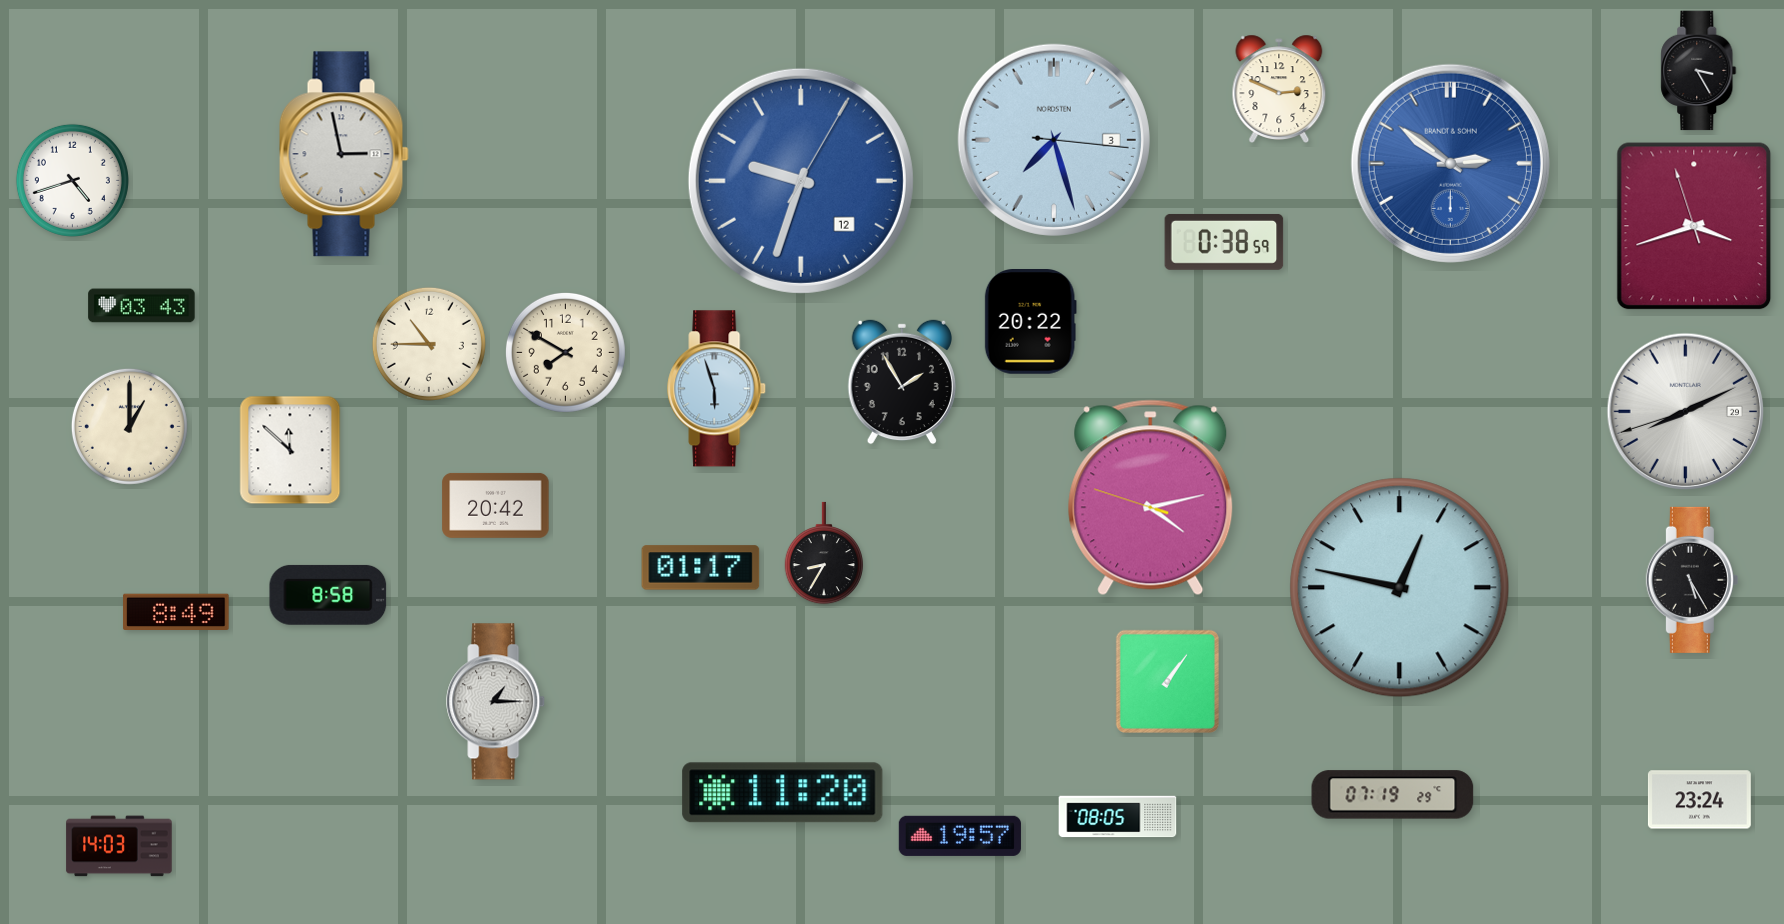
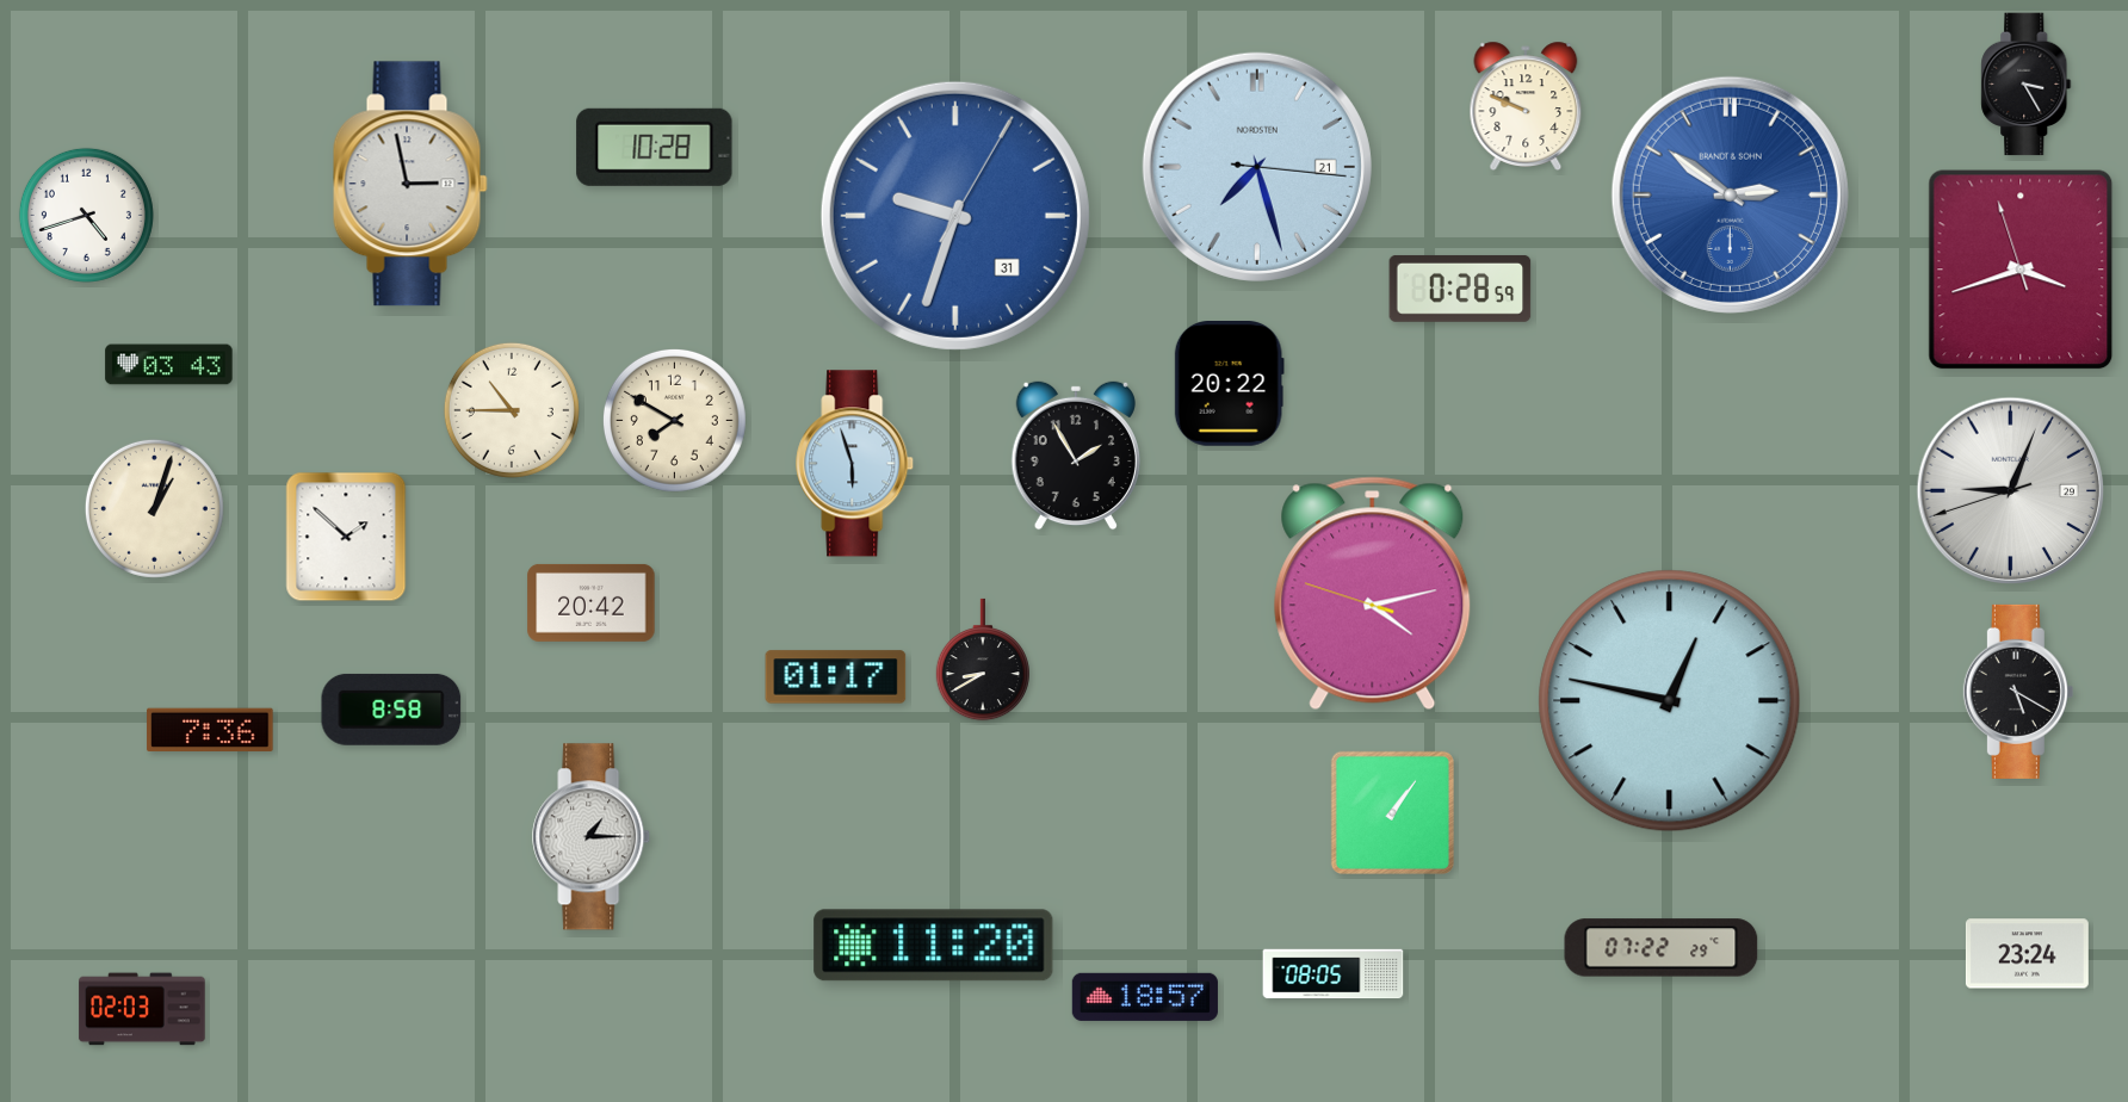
clock at (1279, 89): 2:49 -> 9:49
clock at (655, 147): none -> 10:28
clock at (1054, 140) date: 3 -> 21
clock at (801, 181) date: 12 -> 31
clock at (1224, 242): 0:38 -> 0:28
clock at (1685, 411): 8:10 -> 9:03
clock at (129, 426): 1:00 -> 1:03
clock at (290, 450): 11:52 -> 1:52
clock at (823, 553): 8:35 -> 8:40
clock at (1692, 580): 5:25 -> 5:20
clock at (176, 612): 8:49 -> 7:36
clock at (1393, 795): 07:19 -> 07:22
clock at (960, 836): 19:57 -> 18:57
clock at (119, 846): 14:03 -> 02:03
